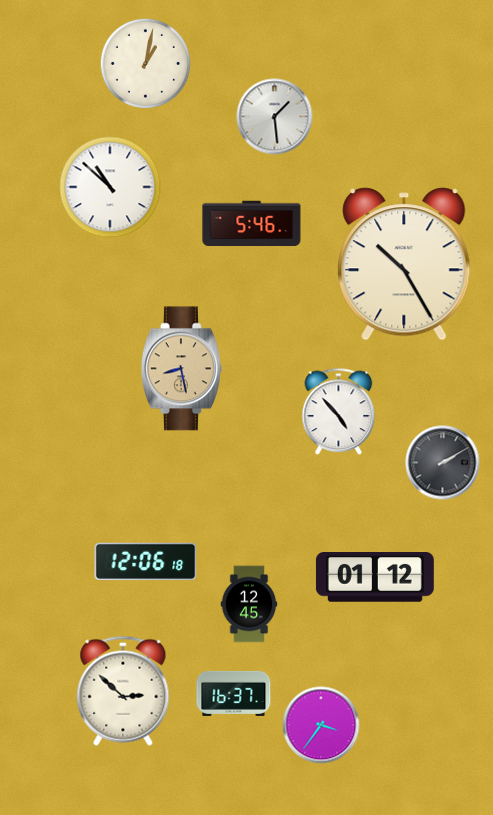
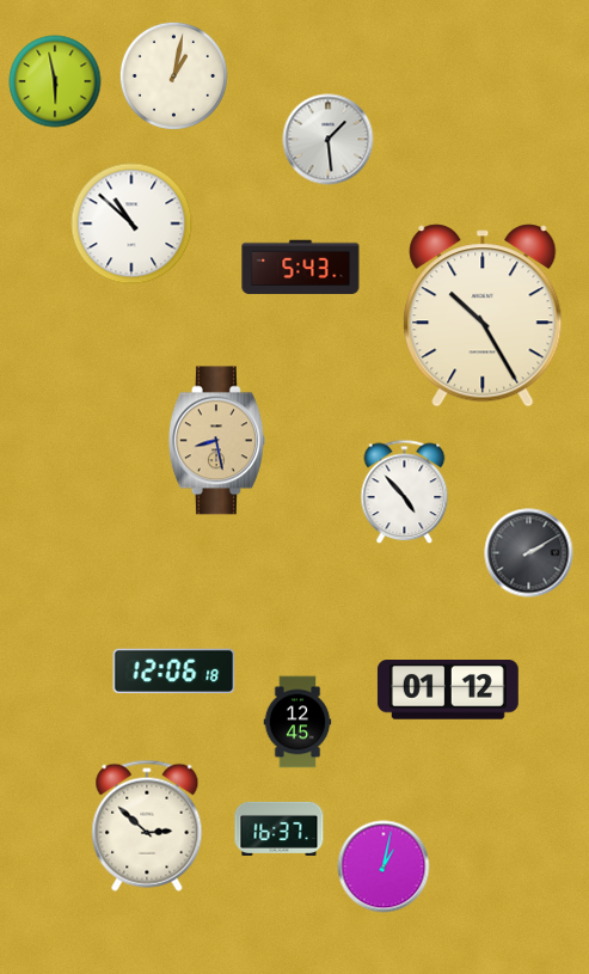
clock at (55, 81): none -> 5:58
clock at (252, 224): 5:46 -> 5:43
clock at (321, 725): 3:36 -> 1:02
